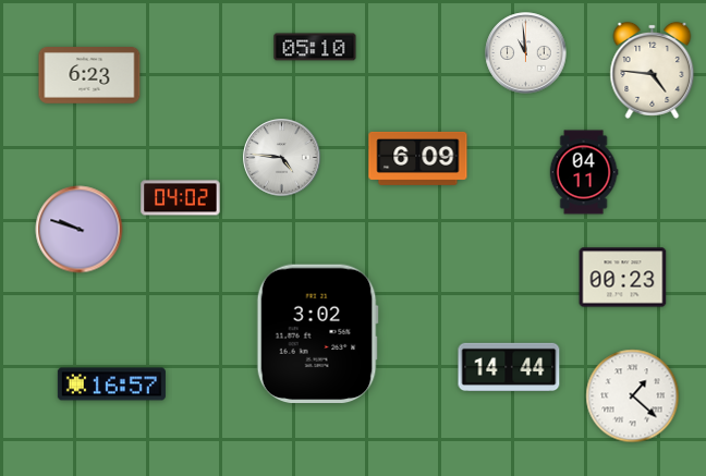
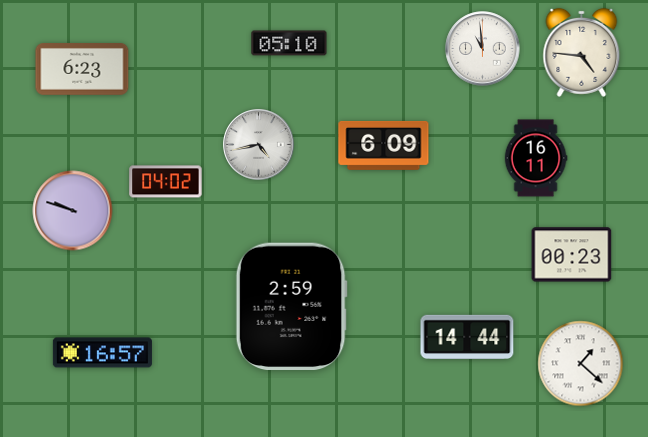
clock at (653, 70) position: (653, 70) -> (582, 52)
clock at (282, 158): 4:46 -> 4:43
clock at (584, 172): 04:11 -> 16:11
clock at (317, 334): 3:02 -> 2:59
